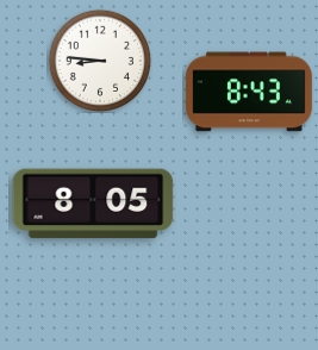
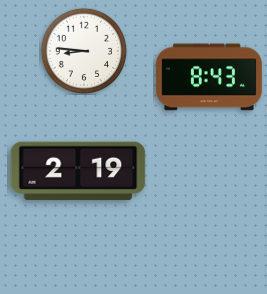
clock at (93, 204): 8:05 -> 2:19
